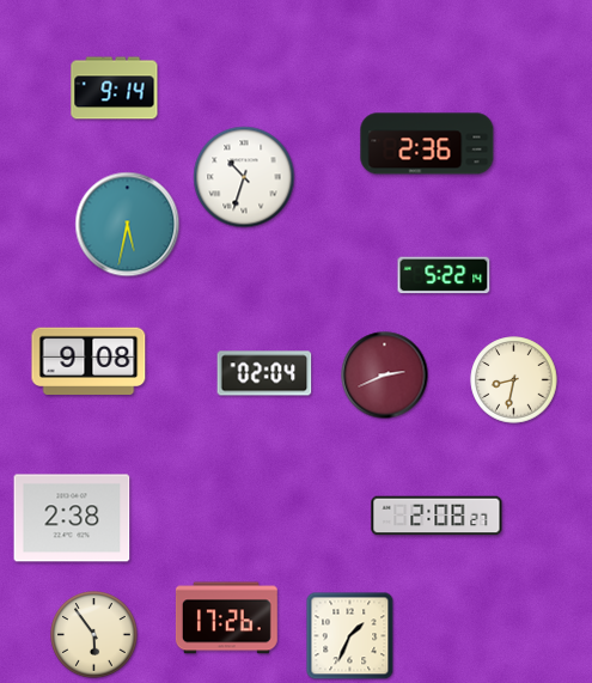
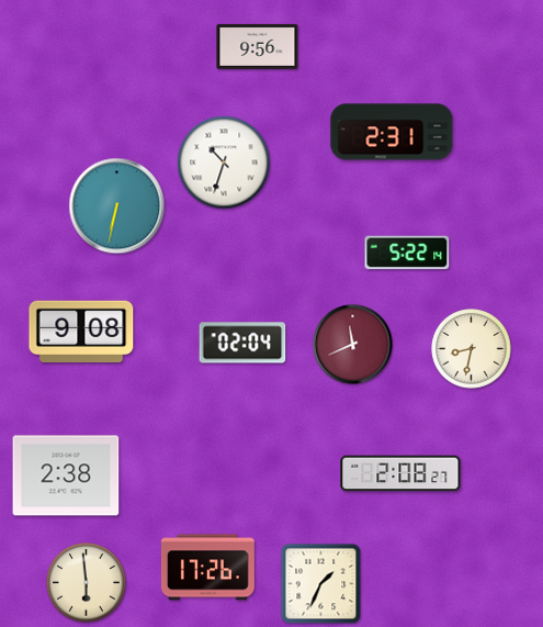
clock at (258, 46): none -> 9:56
clock at (115, 89): 9:14 -> none
clock at (427, 144): 2:36 -> 2:31
clock at (128, 225): 5:32 -> 6:32
clock at (385, 376): 2:41 -> 11:41
clock at (94, 635): 5:54 -> 5:59
